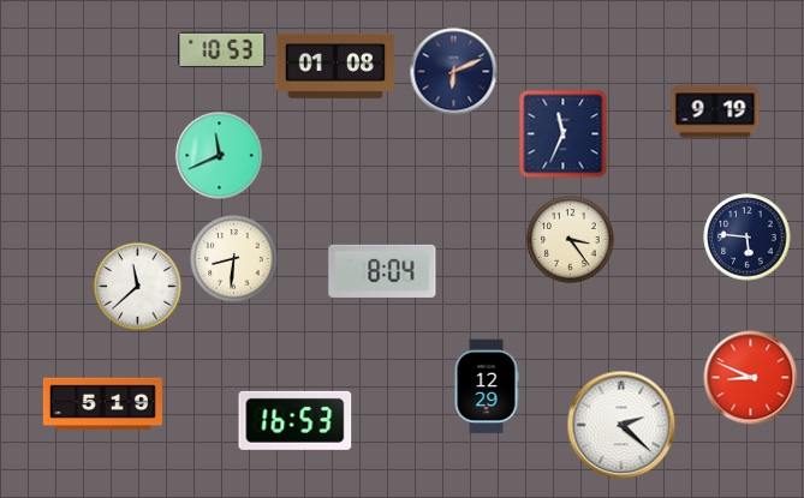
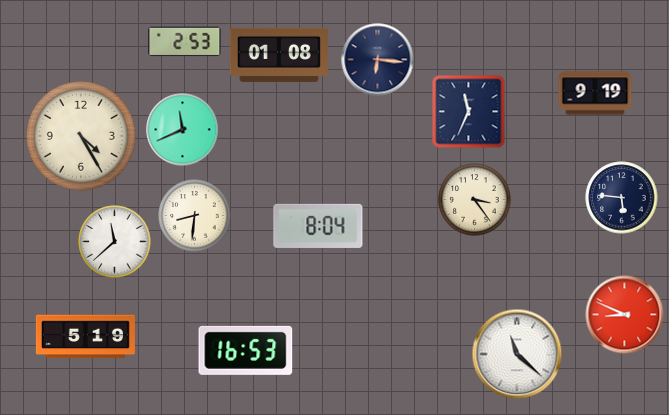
clock at (222, 50): 10:53 -> 2:53
clock at (454, 72): 6:11 -> 6:16
clock at (82, 137): none -> 4:25
clock at (138, 287) position: (138, 287) -> (115, 242)
clock at (487, 386): 12:29 -> none
clock at (621, 425): 2:22 -> 11:22
